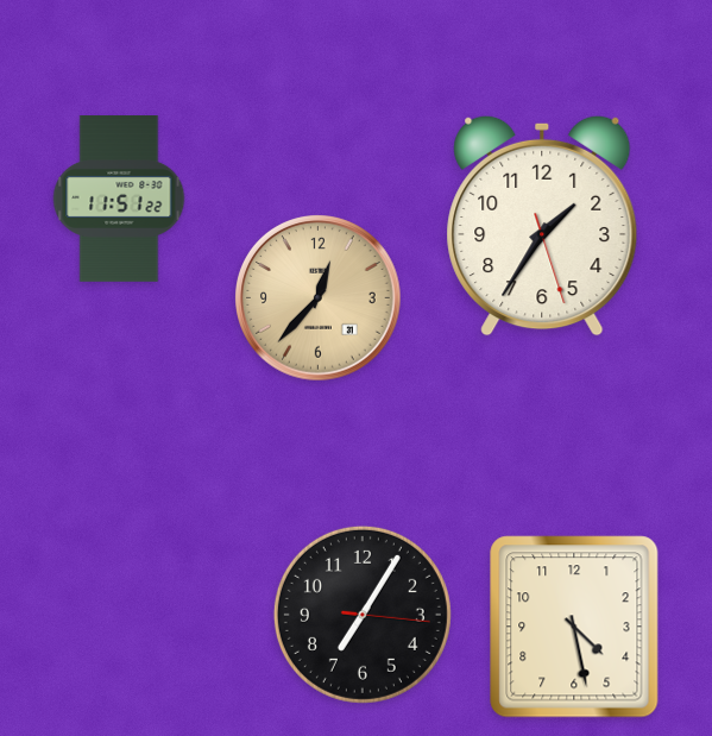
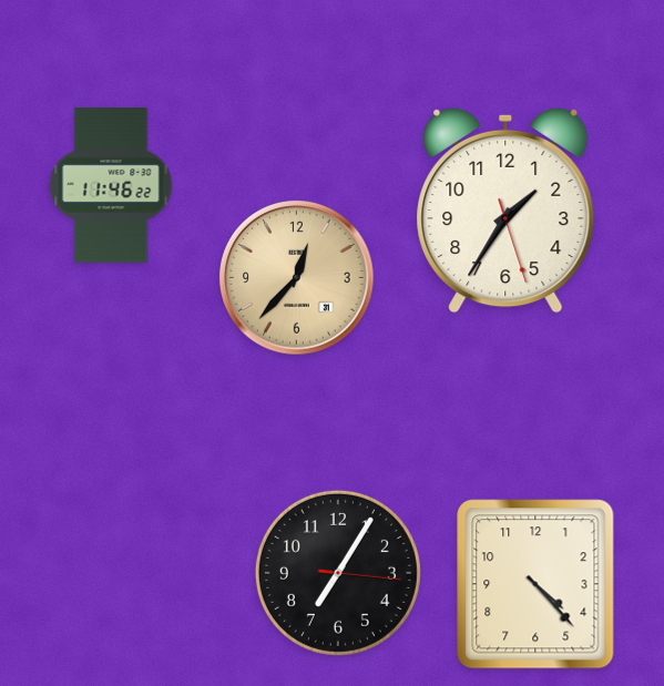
clock at (119, 200): 11:51 -> 11:46
clock at (574, 627): 4:28 -> 4:23
